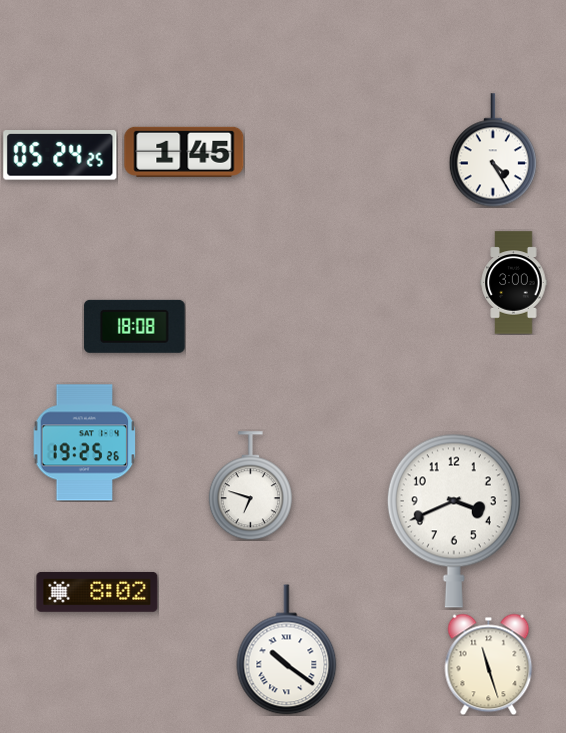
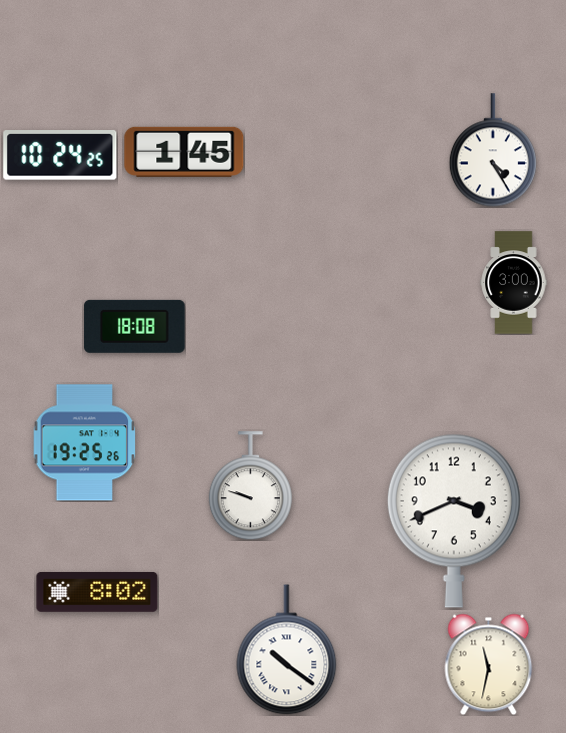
clock at (60, 156): 05:24 -> 10:24
clock at (250, 486): 6:48 -> 9:48
clock at (489, 664): 11:27 -> 11:32
